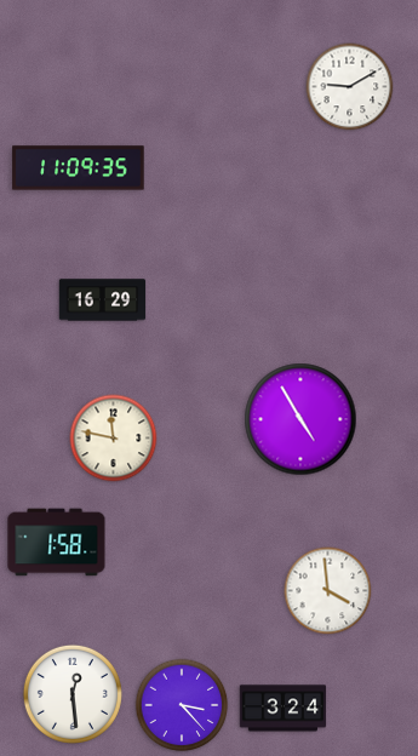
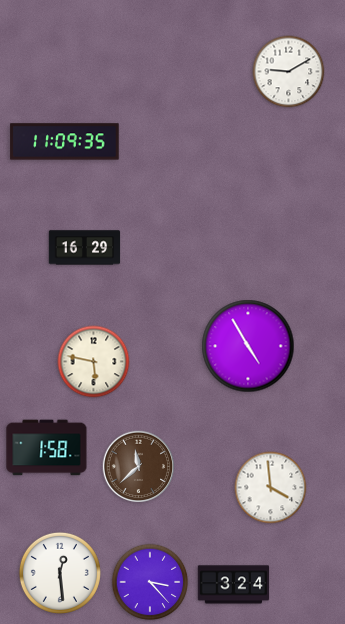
clock at (79, 168) position: (79, 168) -> (65, 142)
clock at (114, 439): 11:47 -> 5:47
clock at (139, 467): none -> 11:38
